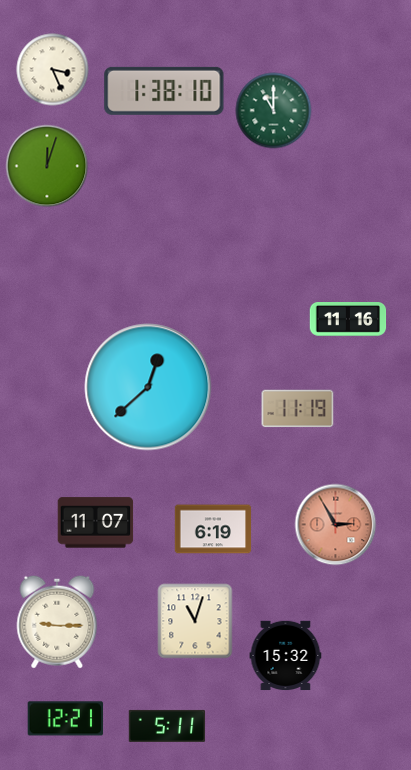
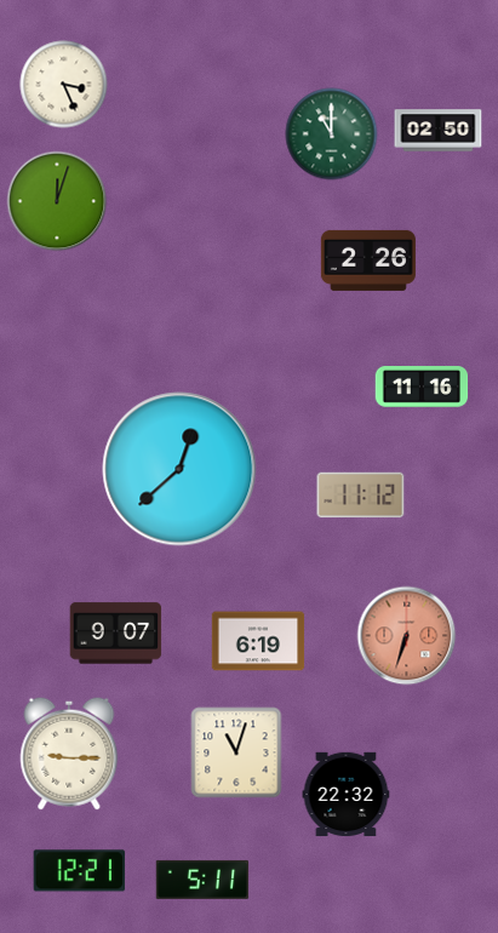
clock at (164, 91): 1:38 -> none
clock at (439, 131): none -> 02:50
clock at (368, 261): none -> 2:26
clock at (298, 409): 11:19 -> 11:12
clock at (96, 523): 11:07 -> 9:07
clock at (336, 525): 2:55 -> 6:33
clock at (286, 656): 15:32 -> 22:32
